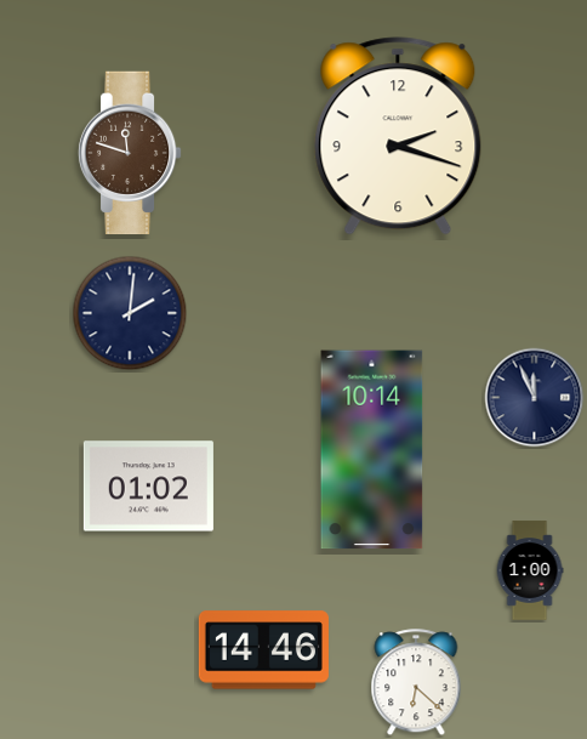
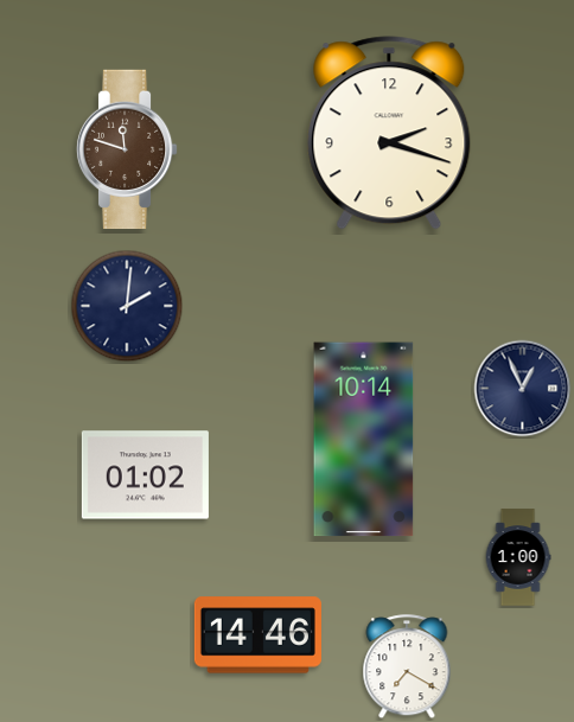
clock at (535, 398): 11:56 -> 12:56
clock at (416, 683): 6:22 -> 7:20
